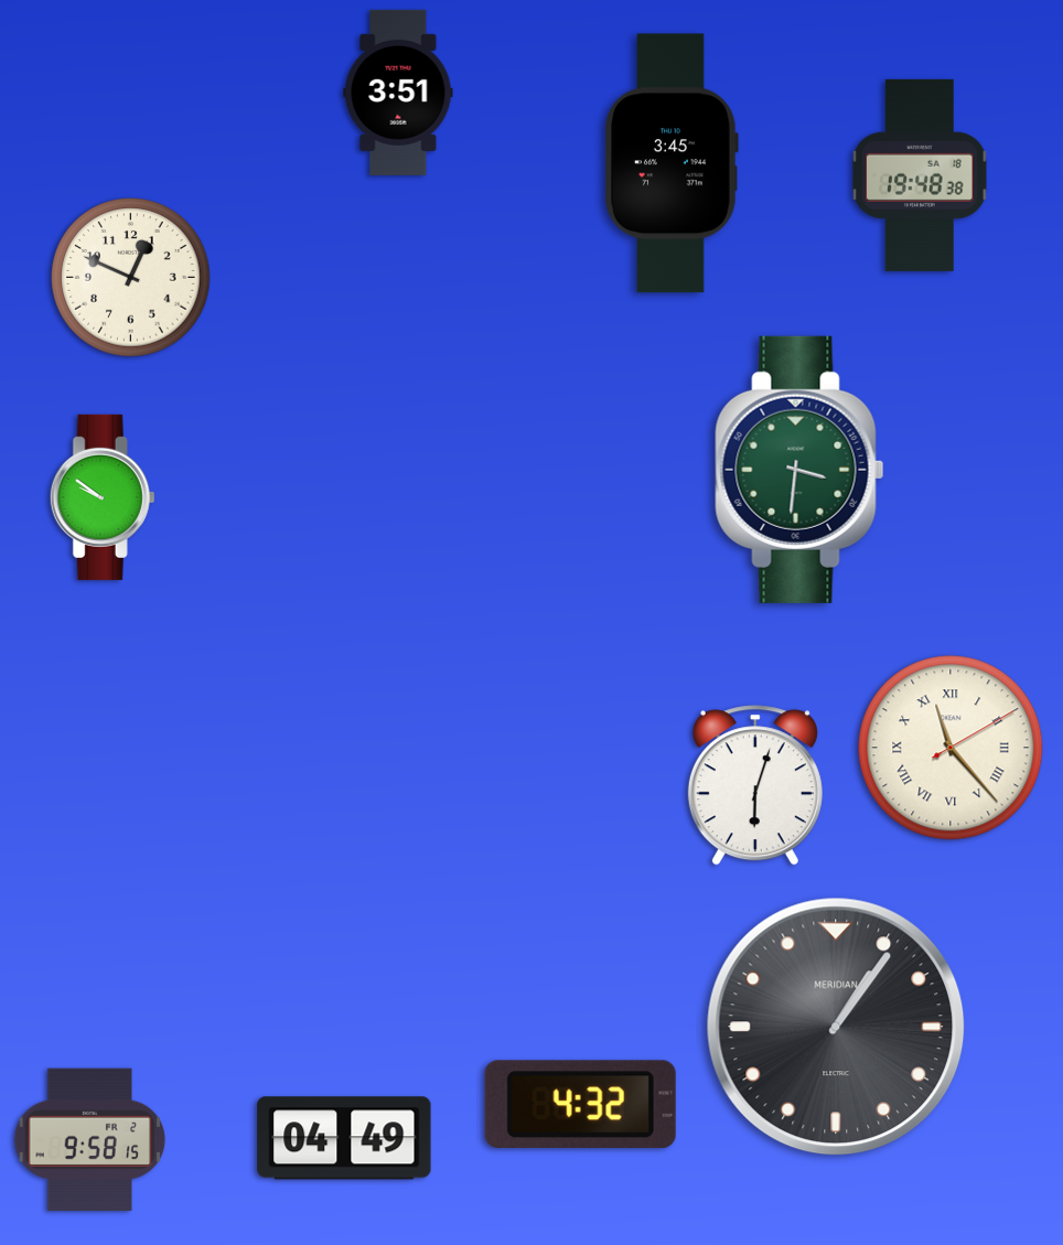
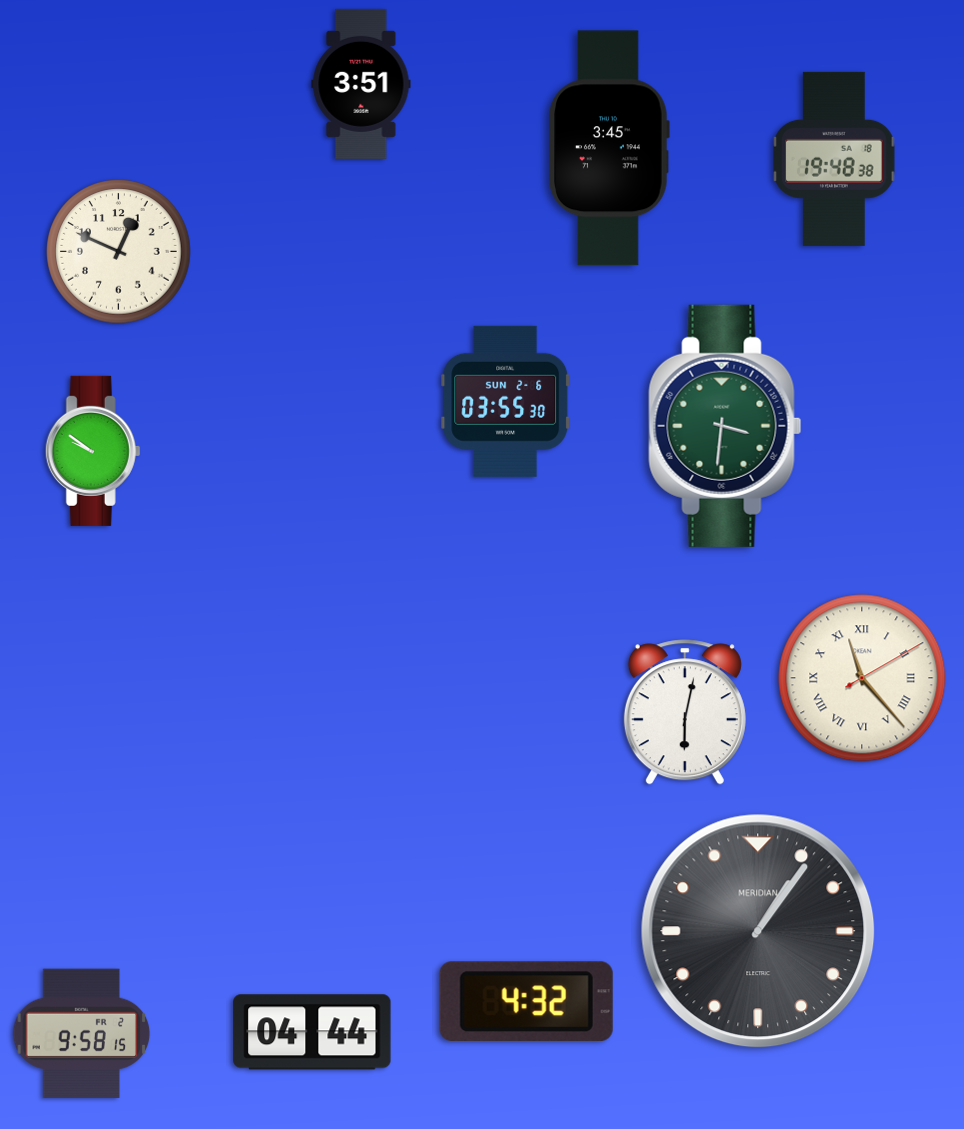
clock at (506, 401): none -> 03:55
clock at (755, 785): 6:03 -> 6:02
clock at (344, 1138): 04:49 -> 04:44
